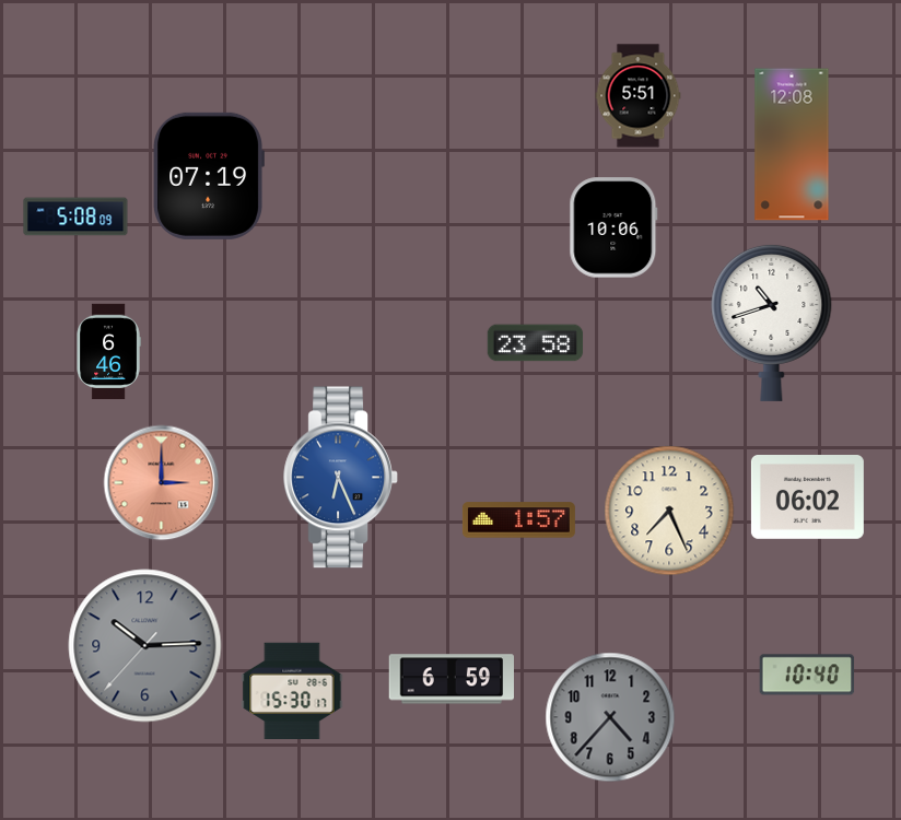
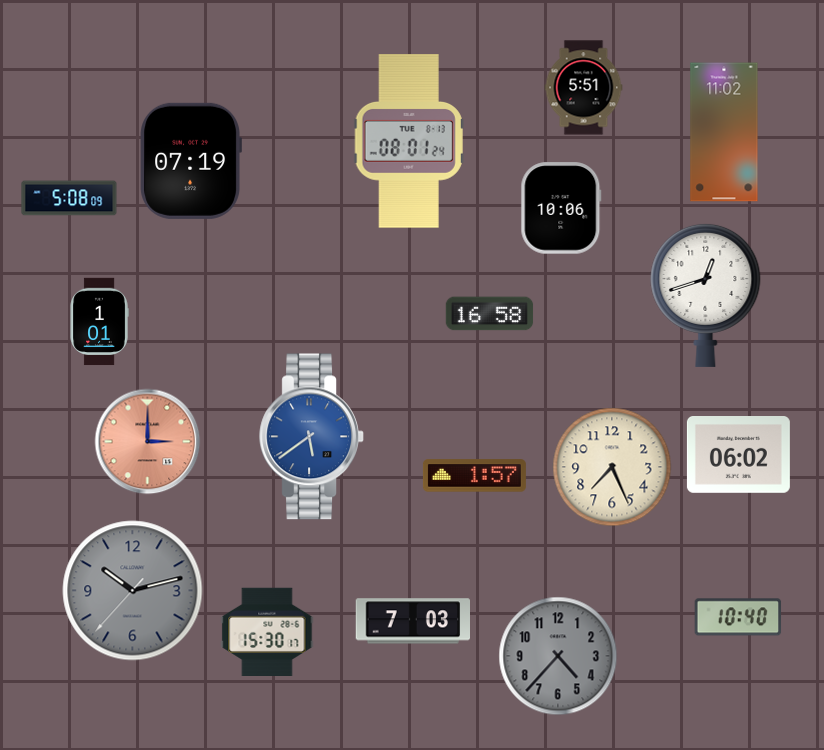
clock at (792, 144): 12:08 -> 11:02
clock at (409, 141): none -> 08:01
clock at (772, 323): 10:42 -> 12:42
clock at (536, 343): 23:58 -> 16:58
clock at (108, 352): 6:46 -> 1:01
clock at (340, 478): 6:26 -> 5:39
clock at (145, 646): 10:14 -> 10:12
clock at (450, 679): 6:59 -> 7:03
